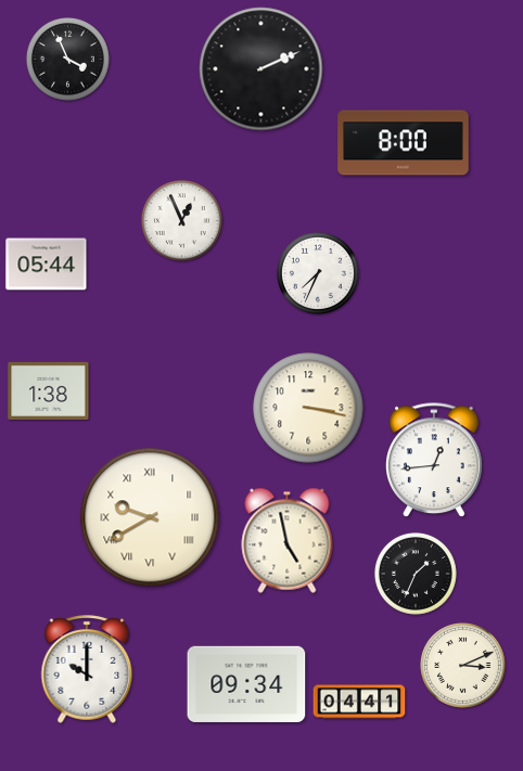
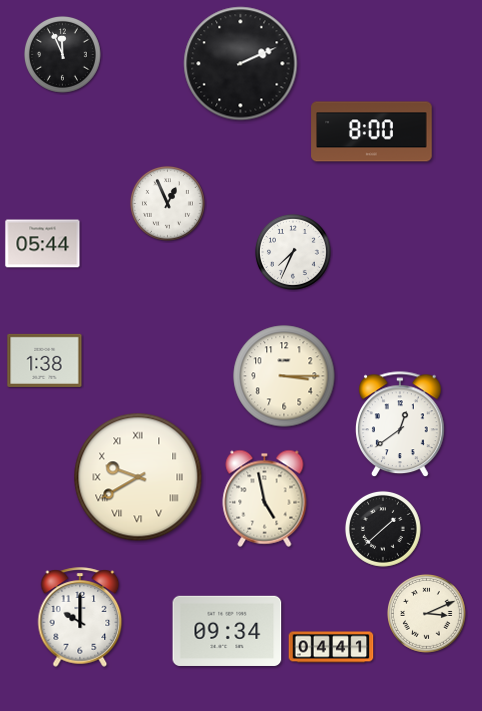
clock at (68, 60): 3:56 -> 11:56
clock at (308, 408): 3:17 -> 3:15
clock at (435, 461): 12:44 -> 12:39
clock at (416, 574): 1:34 -> 1:38
